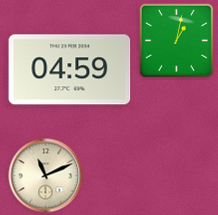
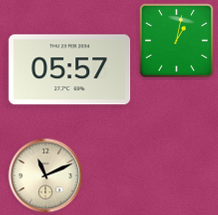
clock at (70, 70): 04:59 -> 05:57
